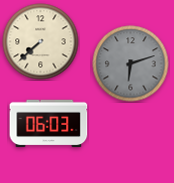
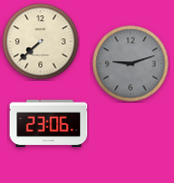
clock at (131, 64): 6:12 -> 9:12
clock at (49, 124): 06:03 -> 23:06
